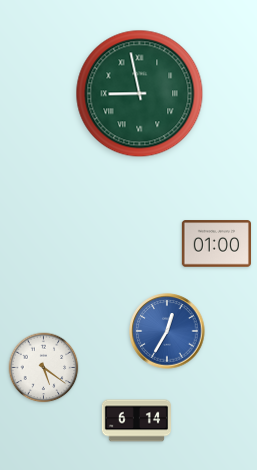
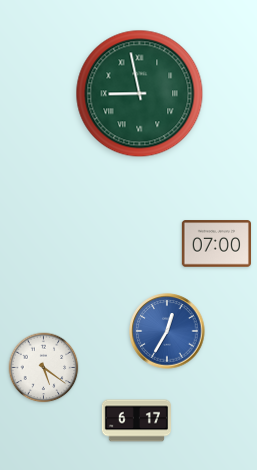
clock at (216, 244): 01:00 -> 07:00
clock at (136, 421): 6:14 -> 6:17
